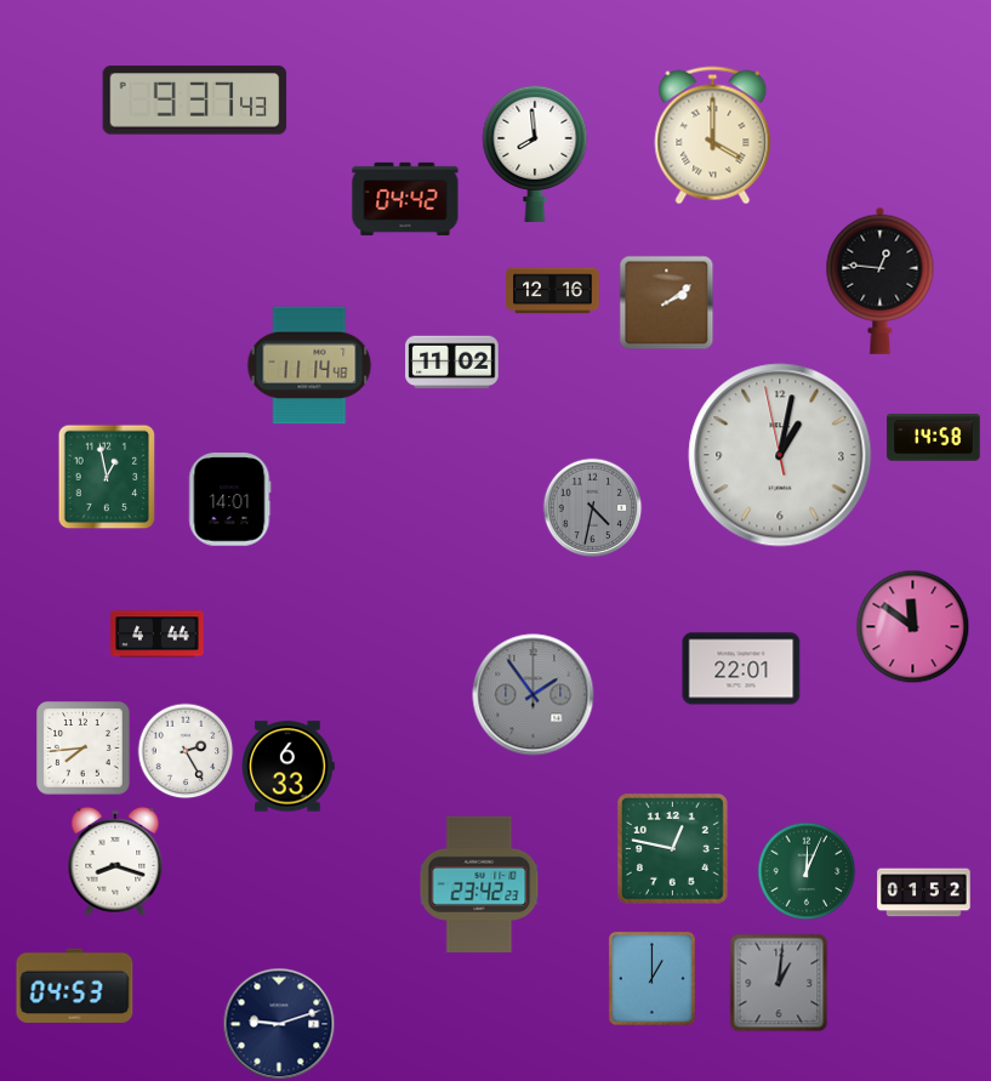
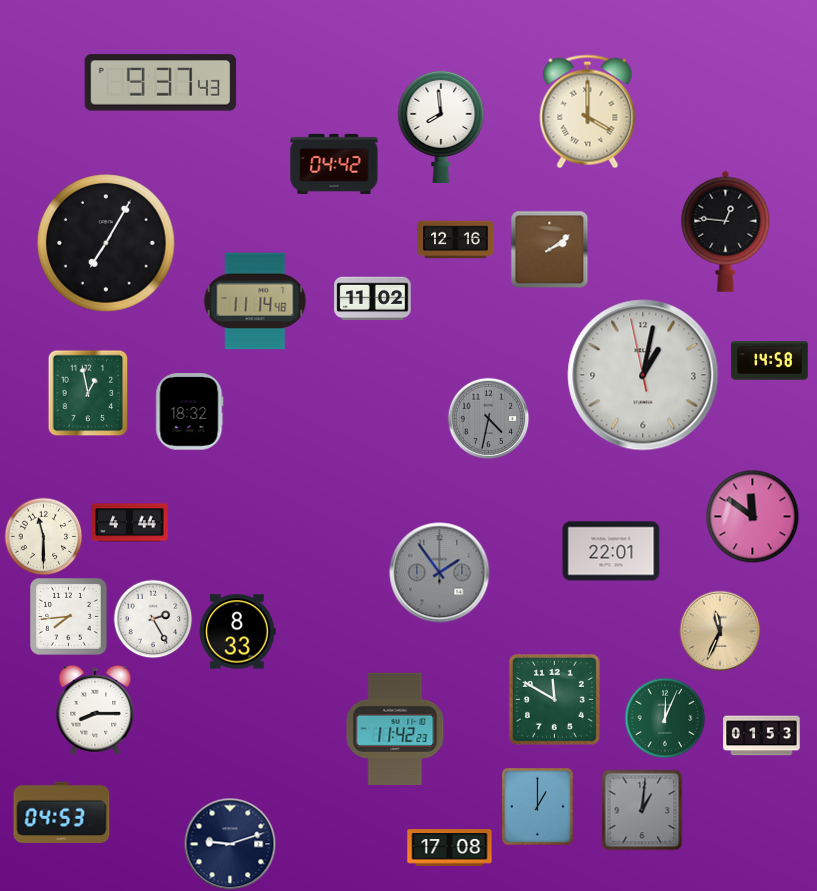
clock at (106, 243): none -> 7:05
clock at (230, 500): 14:01 -> 18:32
clock at (43, 536): none -> 11:30
clock at (720, 631): none -> 11:34
clock at (289, 767): 6:33 -> 8:33
clock at (672, 848): 12:47 -> 11:50
clock at (115, 861): 8:18 -> 8:15
clock at (479, 884): 23:42 -> 11:42
clock at (924, 893): 01:52 -> 01:53
clock at (450, 848): none -> 17:08
